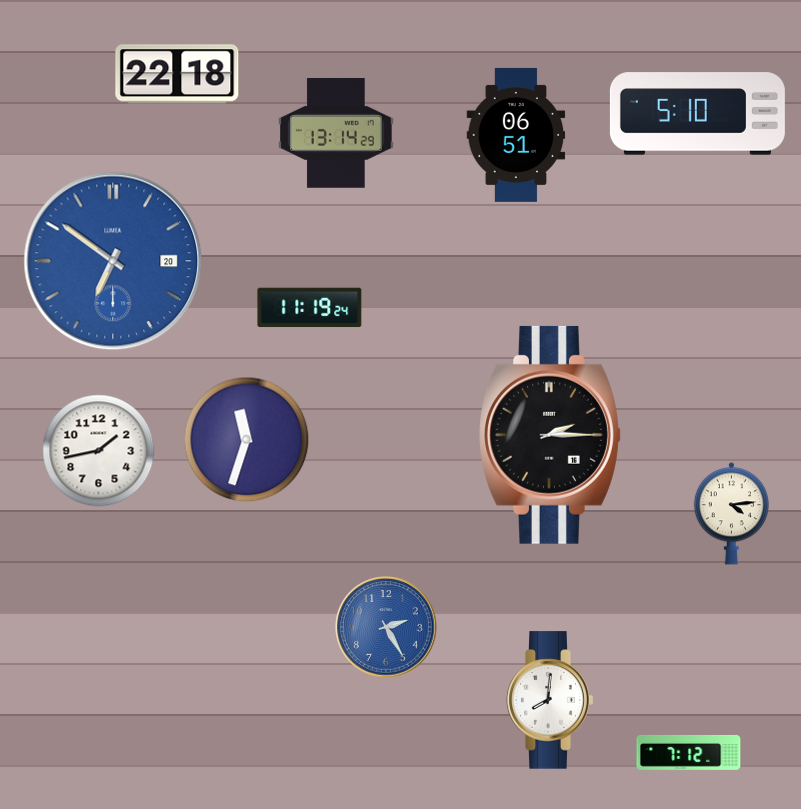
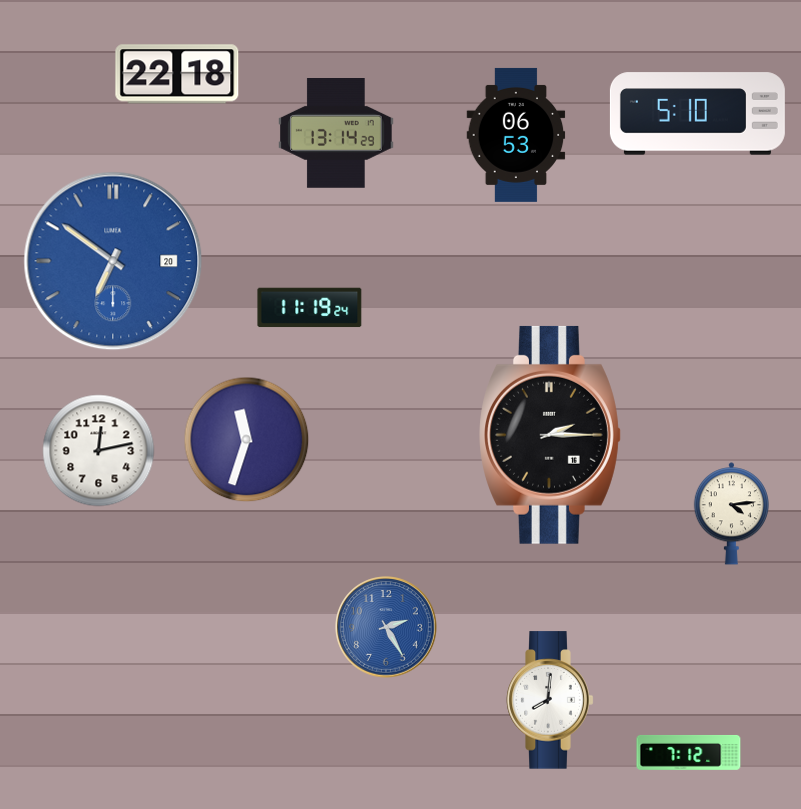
clock at (516, 135): 06:51 -> 06:53
clock at (99, 451): 1:43 -> 12:13
